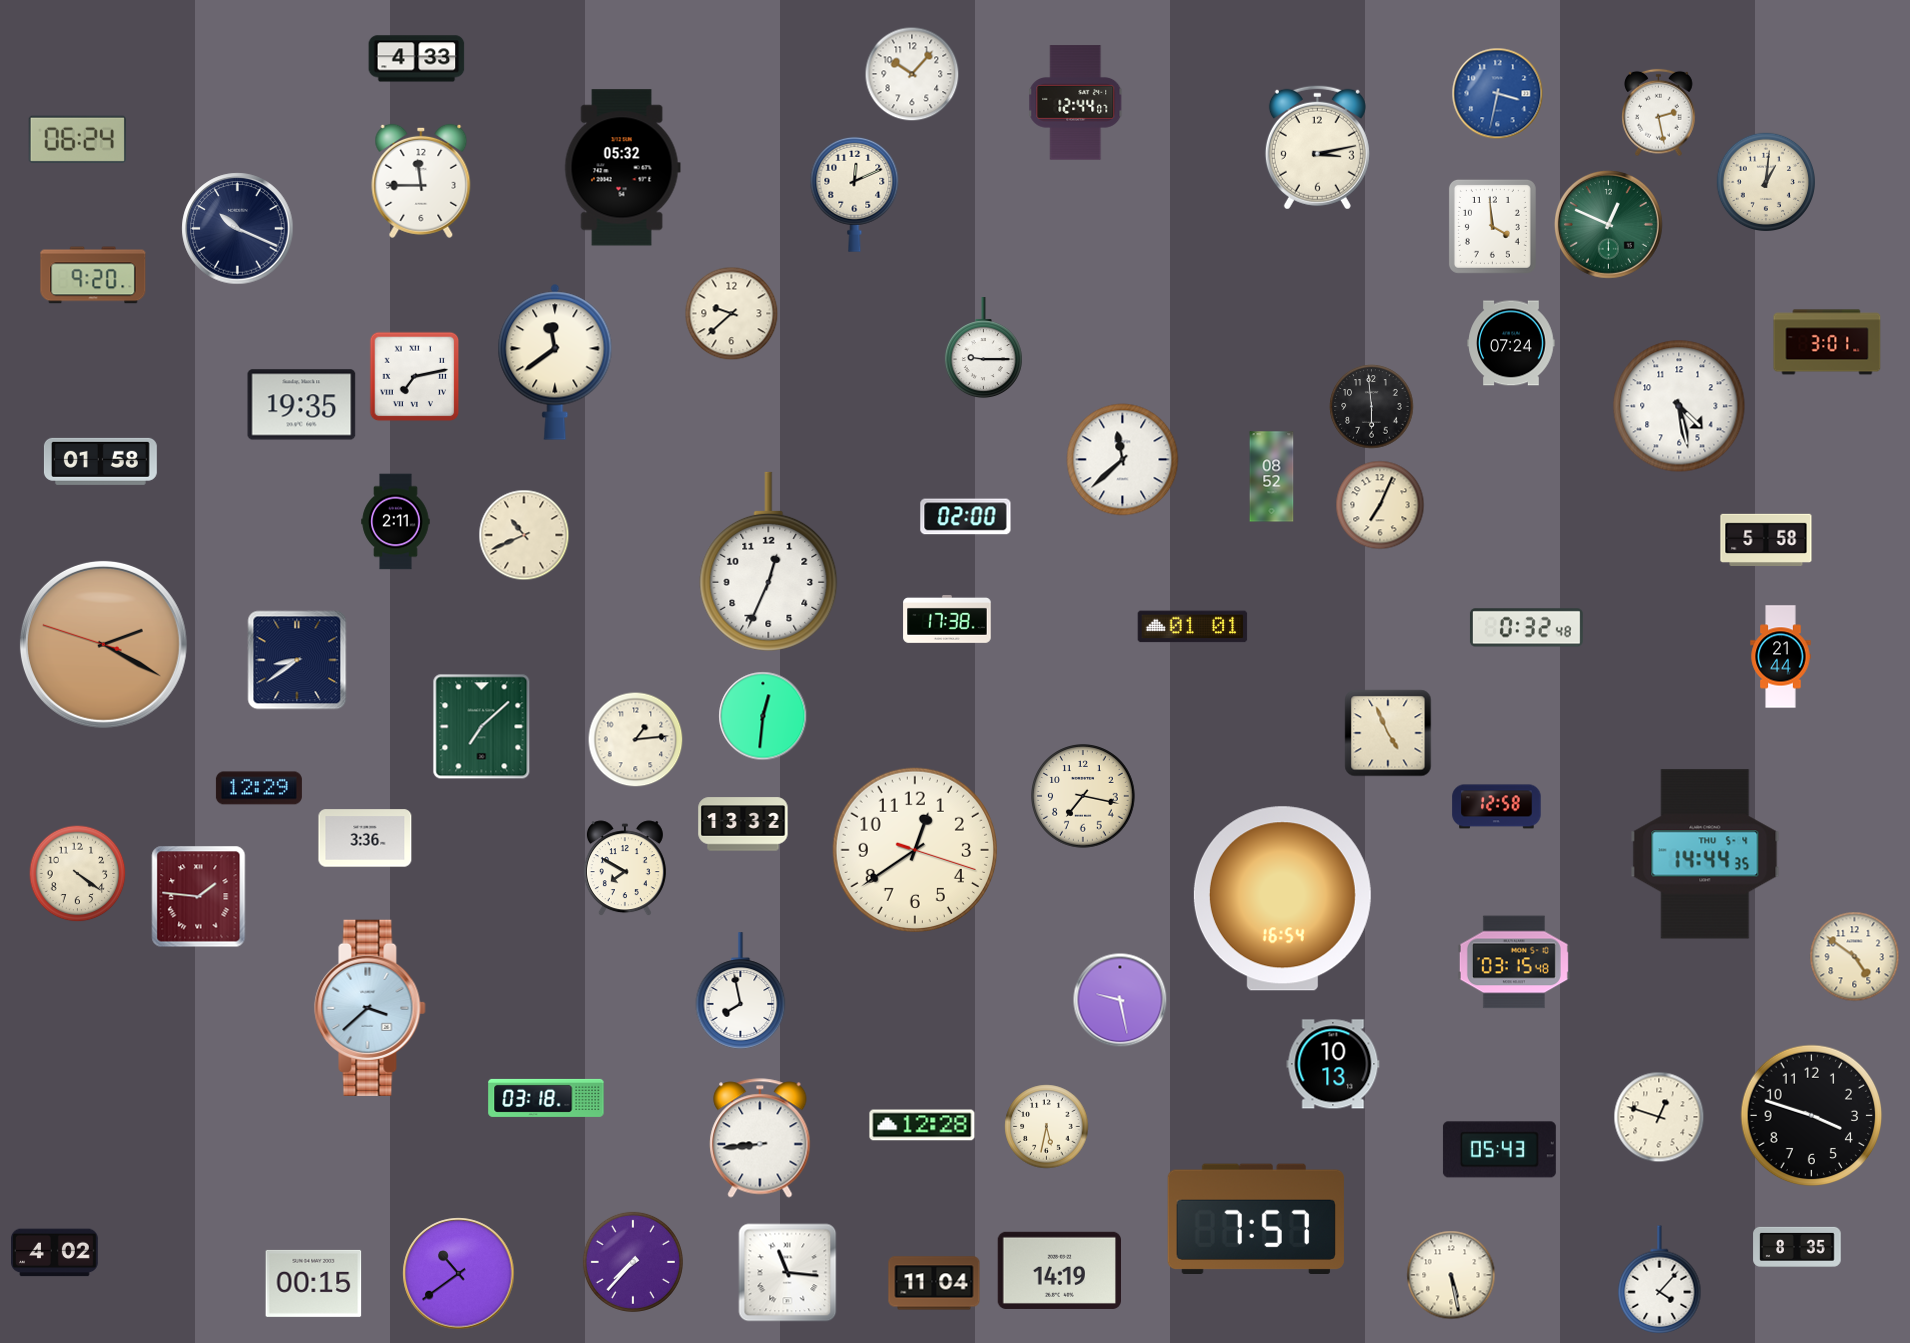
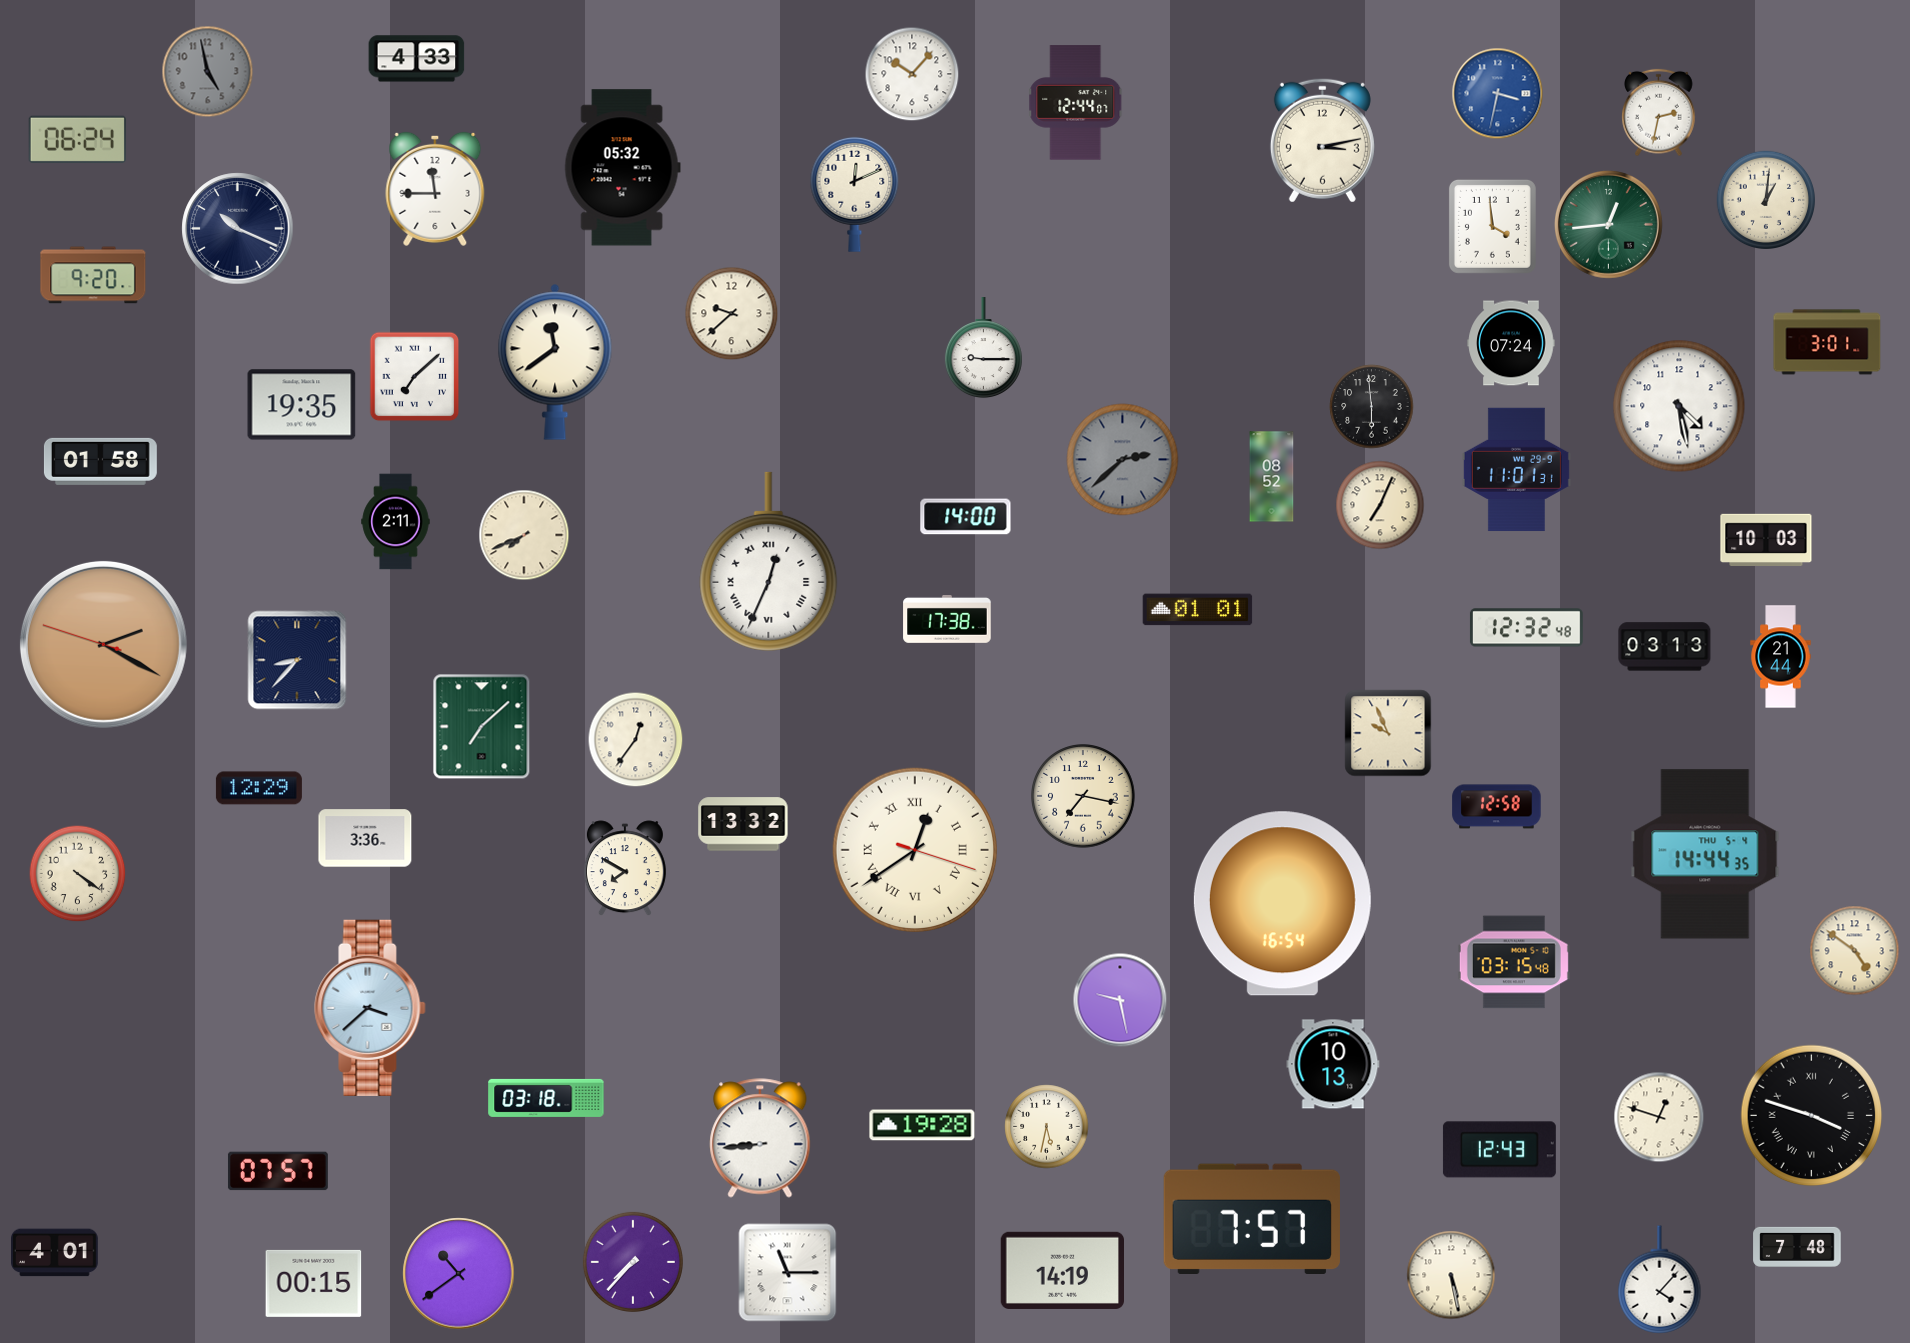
clock at (208, 72): none -> 4:58
clock at (1659, 113): 2:28 -> 2:32
clock at (1317, 147) position: (1317, 147) -> (1322, 140)
clock at (421, 181) position: (421, 181) -> (435, 189)
clock at (1765, 181) position: (1765, 181) -> (1765, 199)
clock at (1609, 225): 12:49 -> 12:44
clock at (415, 377): 7:13 -> 7:08
clock at (1123, 460): 11:38 -> 2:38
clock at (1123, 460) dial: white -> grey
clock at (1516, 470): none -> 11:01
clock at (966, 517): 02:00 -> 14:00
clock at (524, 535): 10:41 -> 7:41
clock at (1766, 540): 5:58 -> 10:03
clock at (769, 561) numerals: Arabic -> Roman
clock at (1193, 627) position: (1193, 627) -> (1198, 610)
clock at (1526, 628): 0:32 -> 12:32
clock at (1665, 647): none -> 03:13
clock at (297, 660): 8:39 -> 8:37
clock at (763, 716): 12:31 -> none
clock at (1388, 733): 4:56 -> 9:56
clock at (636, 740): 1:14 -> 12:36
clock at (915, 850) numerals: Arabic -> Roman
clock at (199, 897): 1:46 -> none
clock at (1282, 899) position: (1282, 899) -> (1282, 904)
clock at (1855, 957) position: (1855, 957) -> (1855, 951)
clock at (741, 991): 7:58 -> none
clock at (1812, 1116) numerals: Arabic -> Roman
clock at (922, 1125): 12:28 -> 19:28
clock at (1499, 1150): 05:43 -> 12:43
clock at (278, 1171): none -> 07:57
clock at (1256, 1218) position: (1256, 1218) -> (1252, 1218)
clock at (1797, 1247): 8:35 -> 7:48
clock at (55, 1253): 4:02 -> 4:01
clock at (1059, 1270) position: (1059, 1270) -> (1062, 1270)
clock at (788, 1273): 11:16 -> 11:15
clock at (934, 1283): 11:04 -> none
